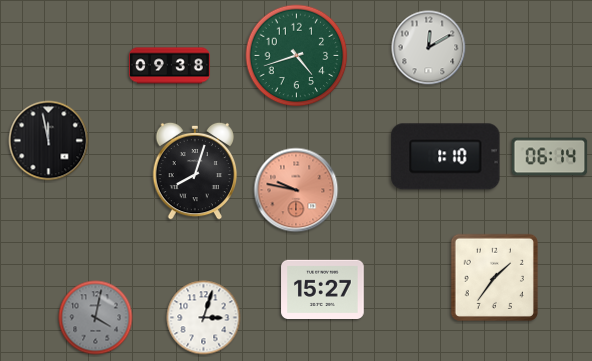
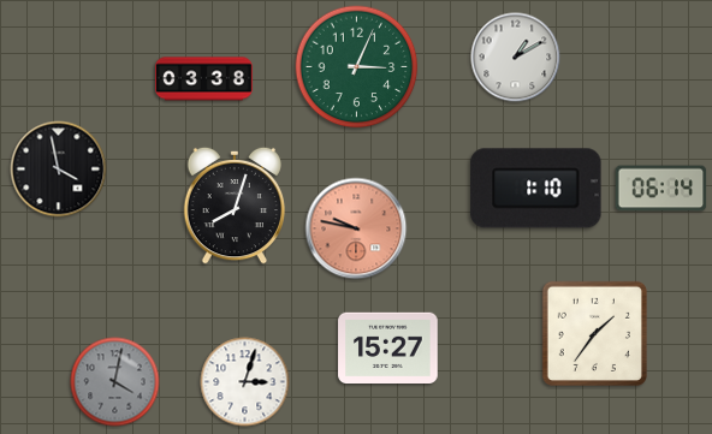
clock at (429, 48): 12:10 -> 1:10
clock at (297, 56): 4:42 -> 3:04
clock at (169, 66): 09:38 -> 03:38
clock at (49, 141): 11:58 -> 3:58
